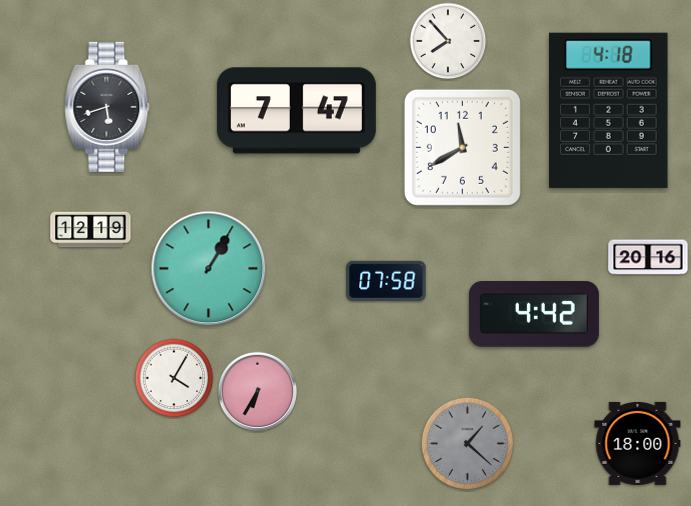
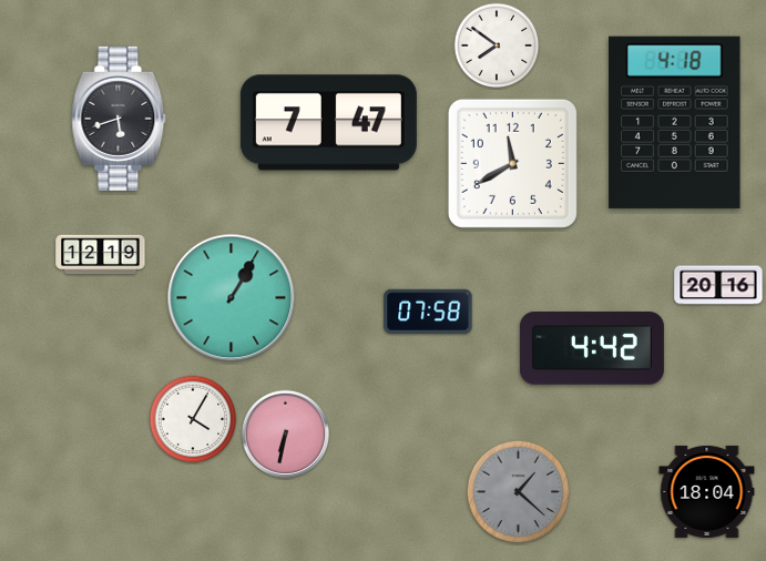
clock at (448, 41): 7:53 -> 7:51
clock at (257, 391): 6:35 -> 6:32
clock at (638, 443): 18:00 -> 18:04
